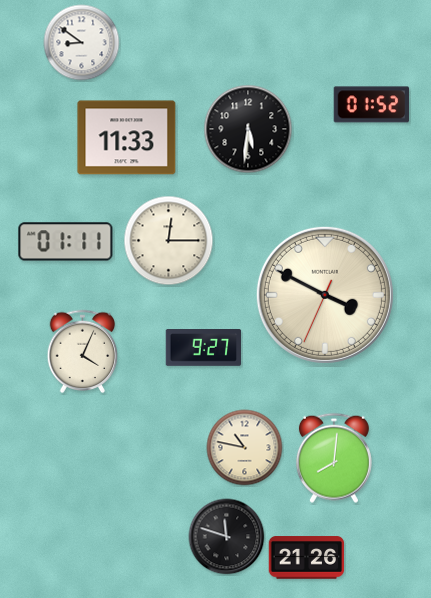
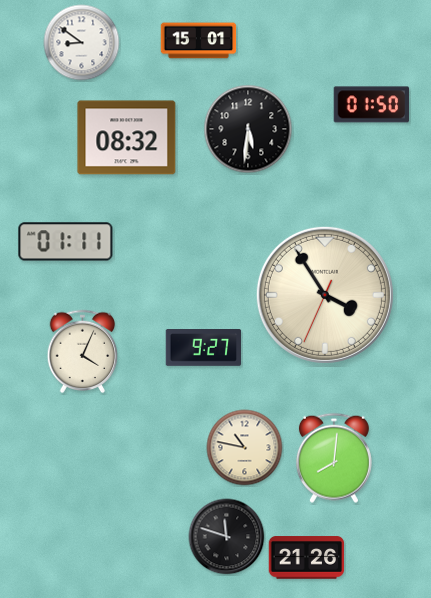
clock at (199, 41): none -> 15:01
clock at (372, 105): 01:52 -> 01:50
clock at (127, 138): 11:33 -> 08:32
clock at (169, 241): 12:15 -> none
clock at (325, 295): 3:49 -> 3:54
